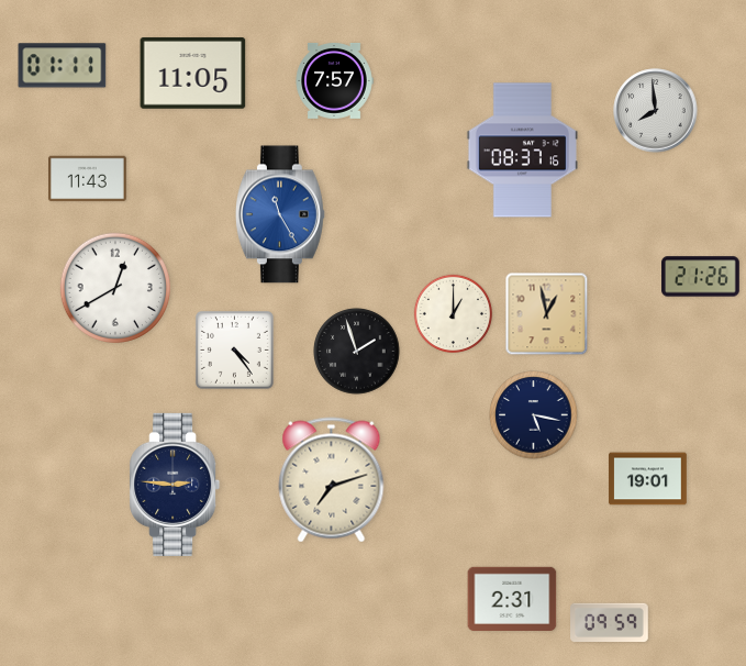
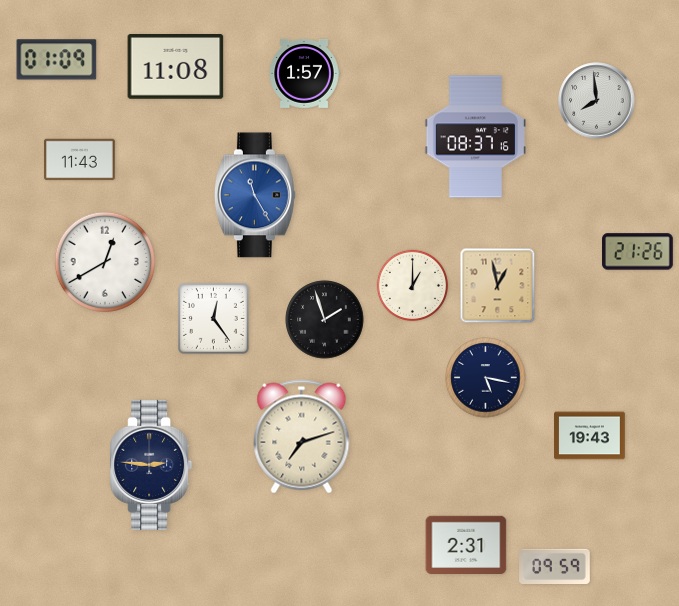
clock at (63, 66): 01:11 -> 01:09
clock at (193, 74): 11:05 -> 11:08
clock at (334, 80): 7:57 -> 1:57
clock at (88, 179) position: (88, 179) -> (80, 160)
clock at (234, 349): 4:24 -> 12:24
clock at (648, 479): 19:01 -> 19:43
clock at (175, 485) position: (175, 485) -> (151, 465)
